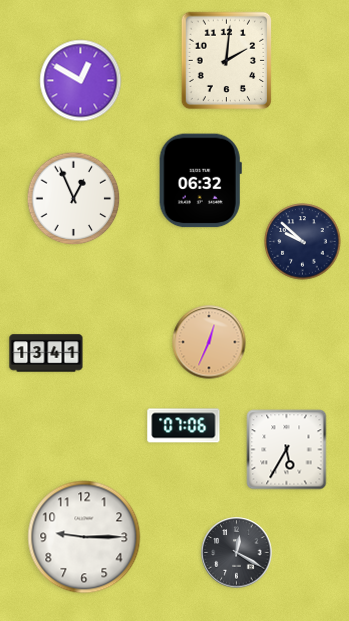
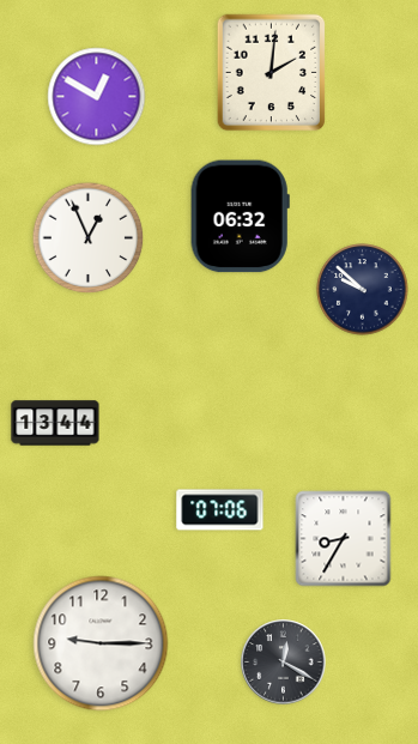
clock at (209, 342): 12:34 -> none
clock at (46, 353): 13:41 -> 13:44
clock at (287, 450): 5:35 -> 8:35
